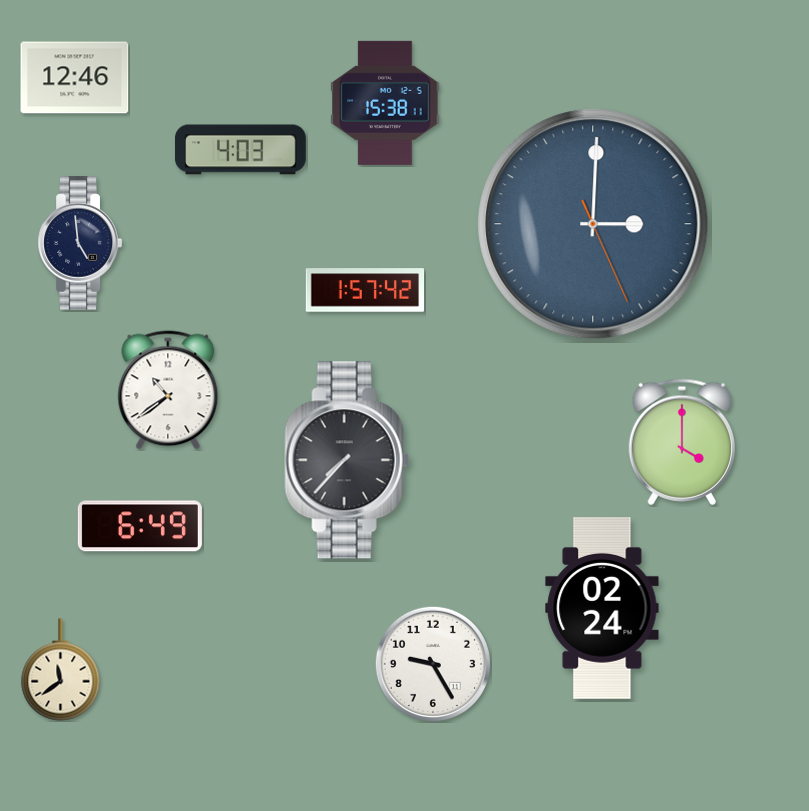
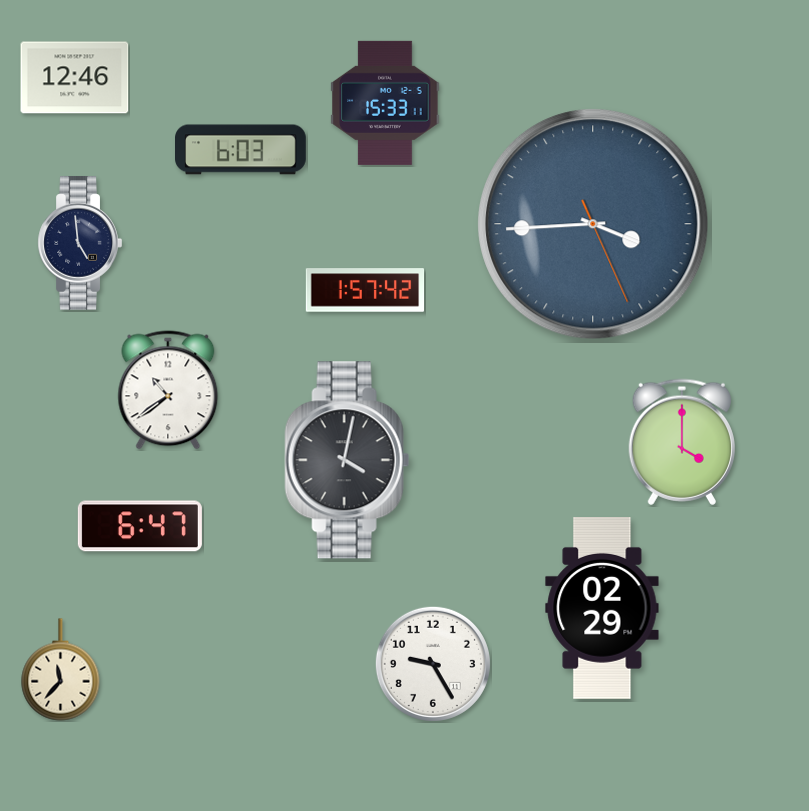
clock at (385, 103): 15:38 -> 15:33
clock at (241, 150): 4:03 -> 6:03
clock at (593, 224): 3:00 -> 3:44
clock at (347, 460): 7:37 -> 4:02
clock at (140, 526): 6:49 -> 6:47
clock at (602, 609): 02:24 -> 02:29
clock at (61, 670): 11:39 -> 11:37
